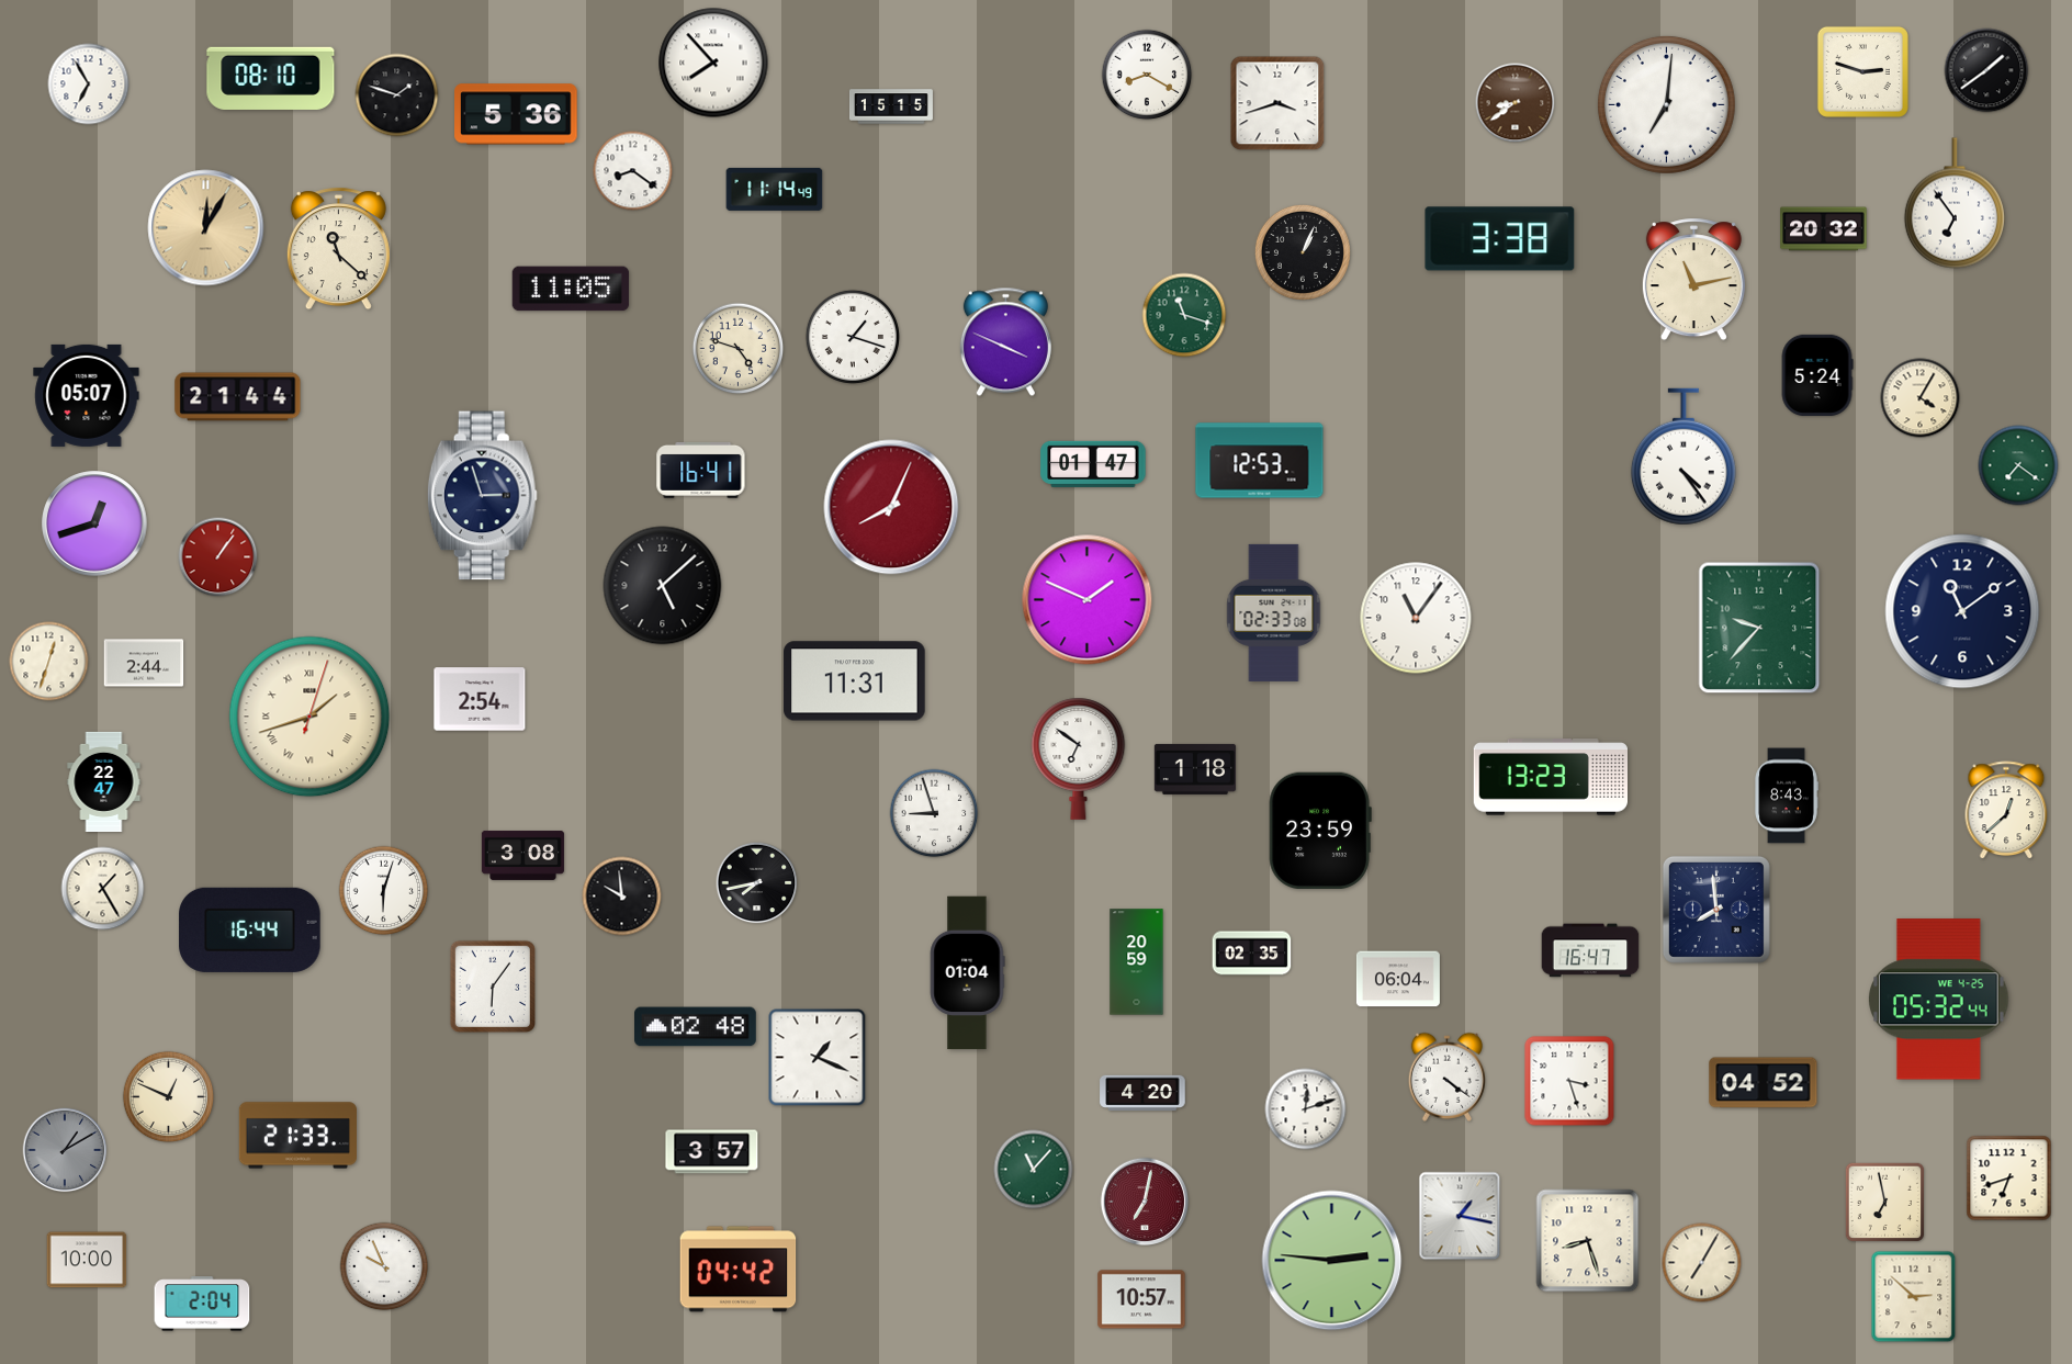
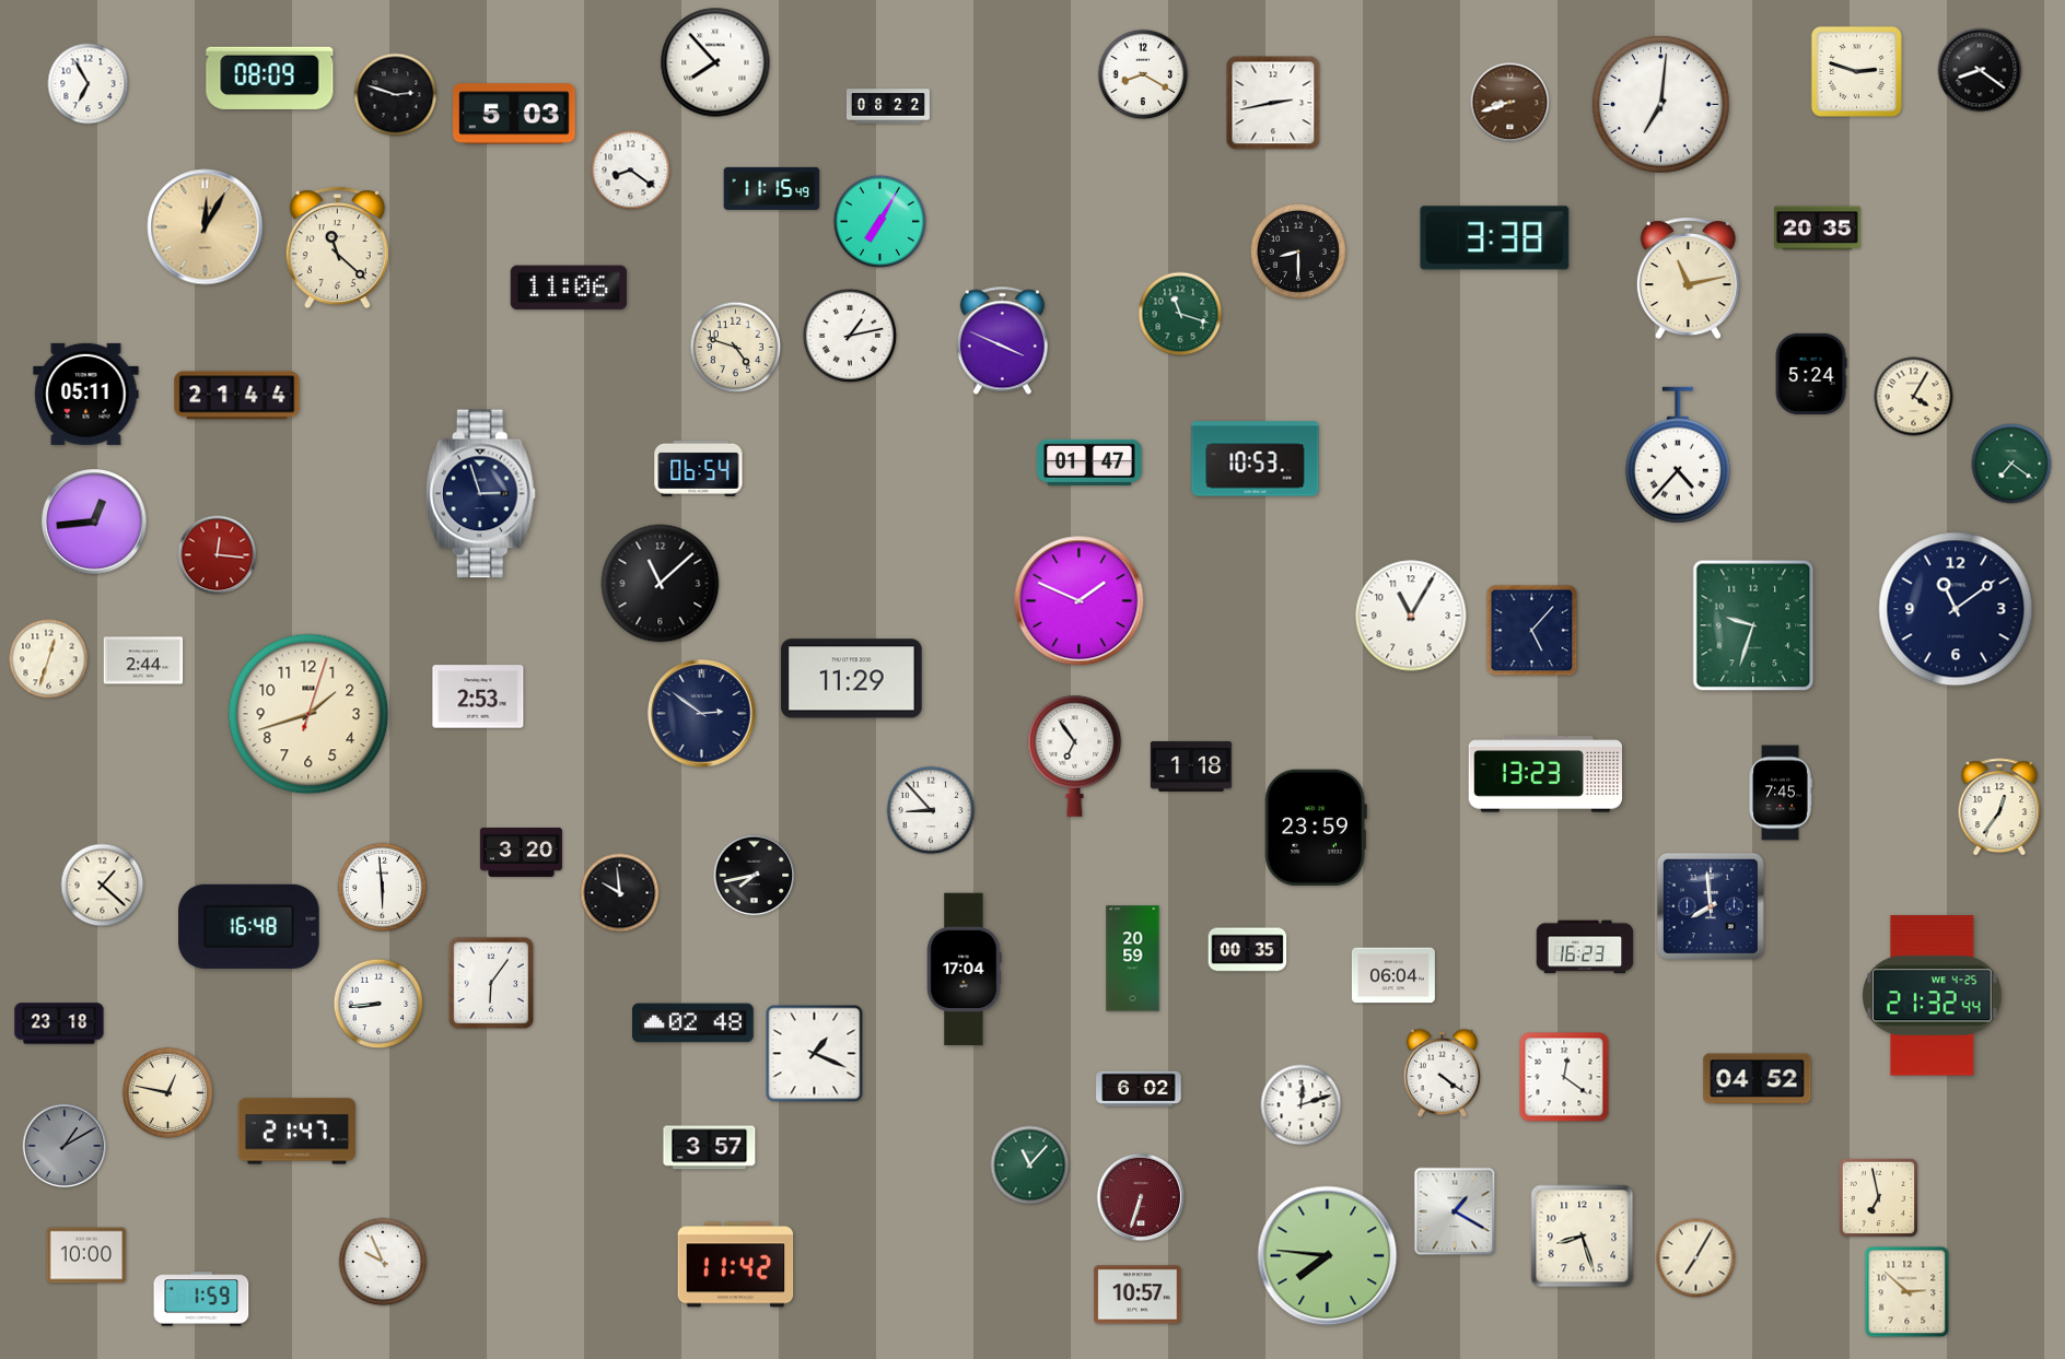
clock at (713, 63) position: (713, 63) -> (715, 62)
clock at (1986, 70): 1:39 -> 8:21
clock at (271, 78): 08:10 -> 08:09
clock at (397, 95): 1:48 -> 2:48
clock at (1277, 103): 3:42 -> 2:43
clock at (1516, 103): 8:39 -> 8:42
clock at (891, 106): 15:15 -> 08:22
clock at (516, 114): 5:36 -> 5:03
clock at (775, 189): 11:14 -> 11:15
clock at (1955, 203): 6:54 -> none
clock at (879, 221): none -> 7:05
clock at (1824, 229): 20:32 -> 20:35
clock at (1303, 252): 1:04 -> 8:30
clock at (571, 289): 11:05 -> 11:06
clock at (853, 337): 1:18 -> 1:13
clock at (87, 395): 05:07 -> 05:11
clock at (1683, 456): 4:24 -> 4:37
clock at (1260, 461): 12:53 -> 10:53
clock at (701, 470): 16:41 -> 06:54
clock at (891, 507): 8:04 -> none
clock at (94, 523): 12:42 -> 12:44
clock at (218, 557): 1:06 -> 12:16
clock at (663, 586): 5:08 -> 11:08
clock at (1088, 600) position: (1088, 600) -> (1080, 601)
clock at (1274, 612): 02:33 -> none
clock at (1416, 618): 11:06 -> 11:05
clock at (1759, 628): 9:37 -> 9:33
clock at (1532, 631): none -> 5:07
clock at (855, 681): 11:31 -> 11:29
clock at (480, 699): 2:54 -> 2:53
clock at (309, 717) numerals: Roman -> Arabic
clock at (702, 714): none -> 2:51
clock at (1079, 758): 6:51 -> 6:54
clock at (104, 781): 22:47 -> none
clock at (1787, 796): 8:43 -> 7:45
clock at (2006, 811): 12:38 -> 12:36
clock at (934, 813): 8:57 -> 8:53
clock at (522, 855): 3:08 -> 3:20
clock at (757, 883) position: (757, 883) -> (755, 876)
clock at (103, 889): 1:25 -> 1:22
clock at (384, 891): 6:03 -> 5:59
clock at (250, 929): 16:44 -> 16:48
clock at (1590, 950): 16:47 -> 16:23
clock at (1252, 954): 02:35 -> 00:35
clock at (967, 973): 01:04 -> 17:04
clock at (1939, 1000): 05:32 -> 21:32
clock at (378, 1004): none -> 8:44
clock at (59, 1023): none -> 23:18
clock at (1569, 1081): 3:27 -> 12:21
clock at (1142, 1093): 4:20 -> 6:02
clock at (169, 1097): 12:49 -> 12:47
clock at (297, 1136): 21:33 -> 21:47
clock at (2009, 1179): 6:42 -> none
clock at (1145, 1202): 7:02 -> 6:33
clock at (1460, 1216): 1:17 -> 1:20
clock at (1332, 1261): 2:46 -> 7:46
clock at (739, 1270): 04:42 -> 11:42
clock at (202, 1304): 2:04 -> 1:59
